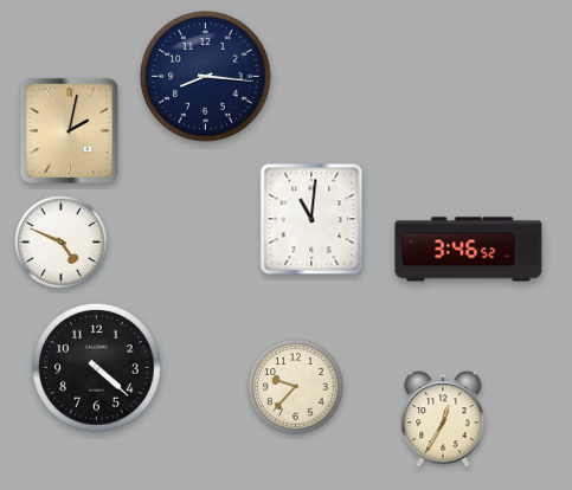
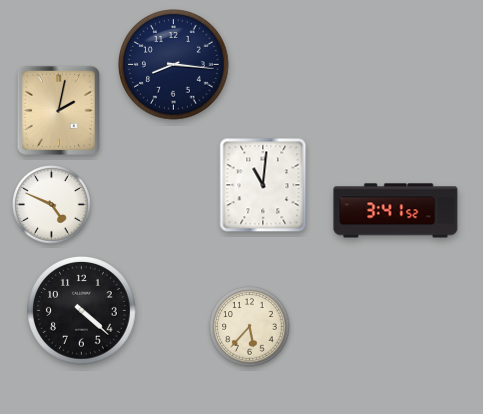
clock at (469, 250): 3:46 -> 3:41
clock at (296, 387): 9:37 -> 5:37
clock at (443, 419): 12:35 -> none
